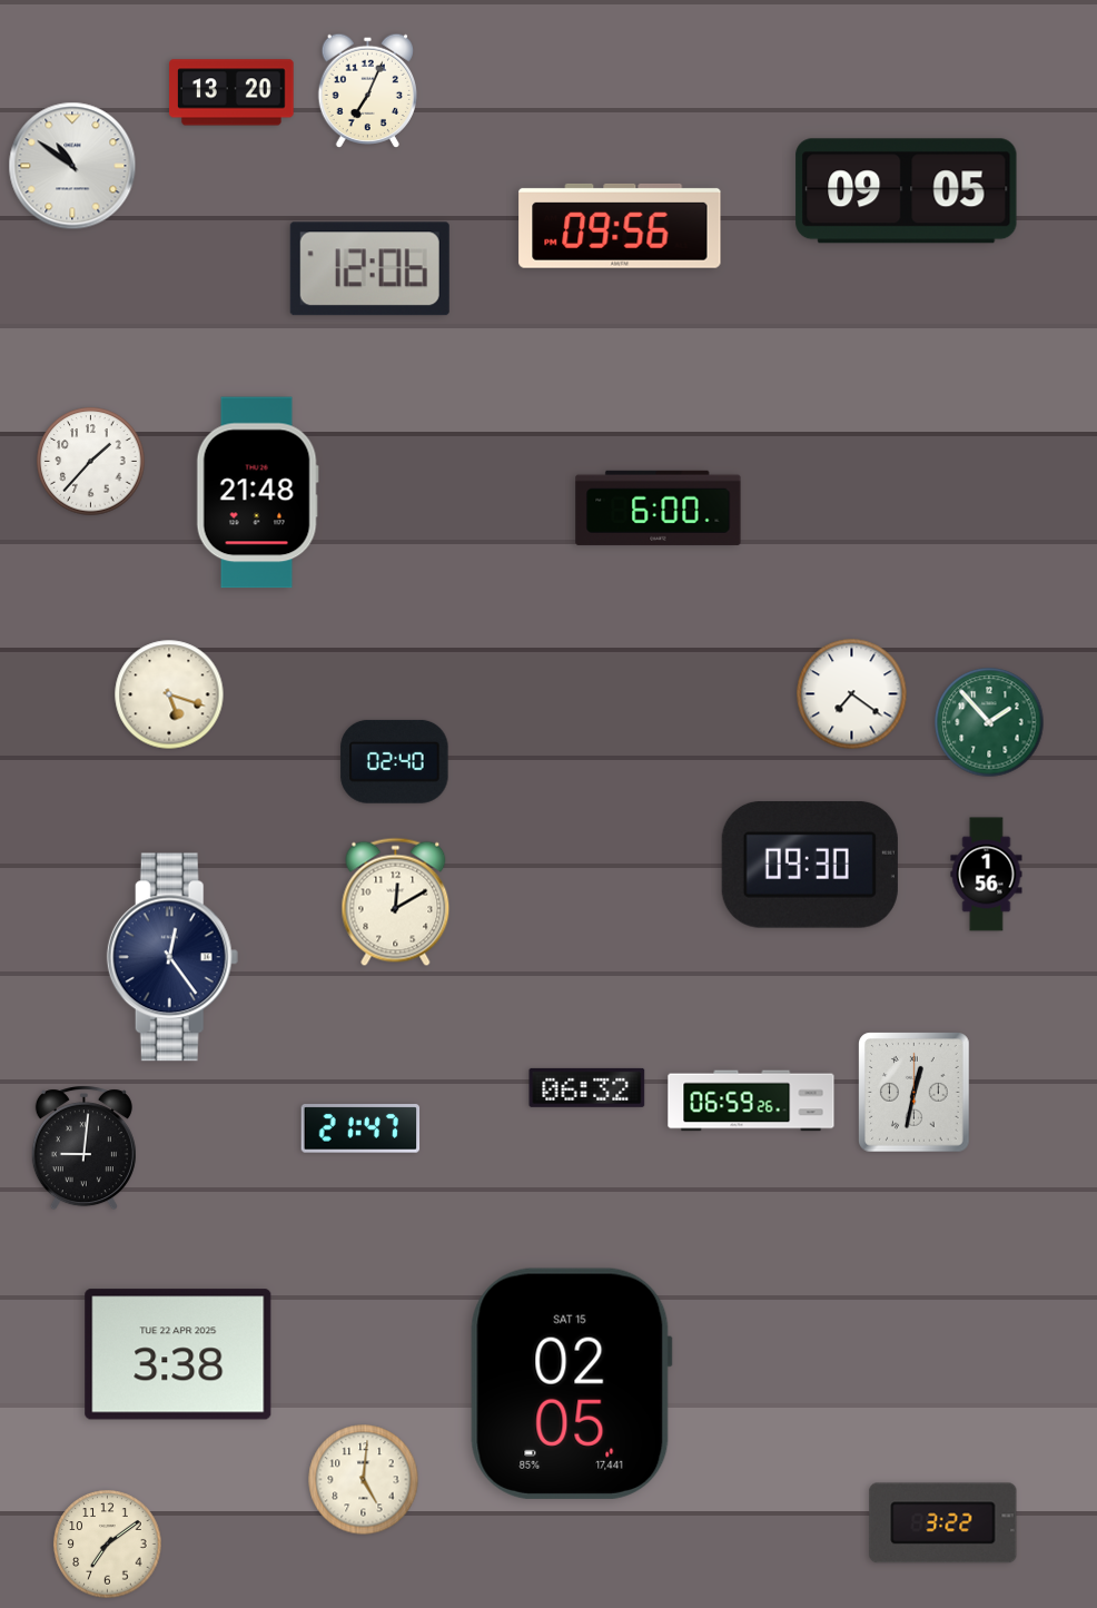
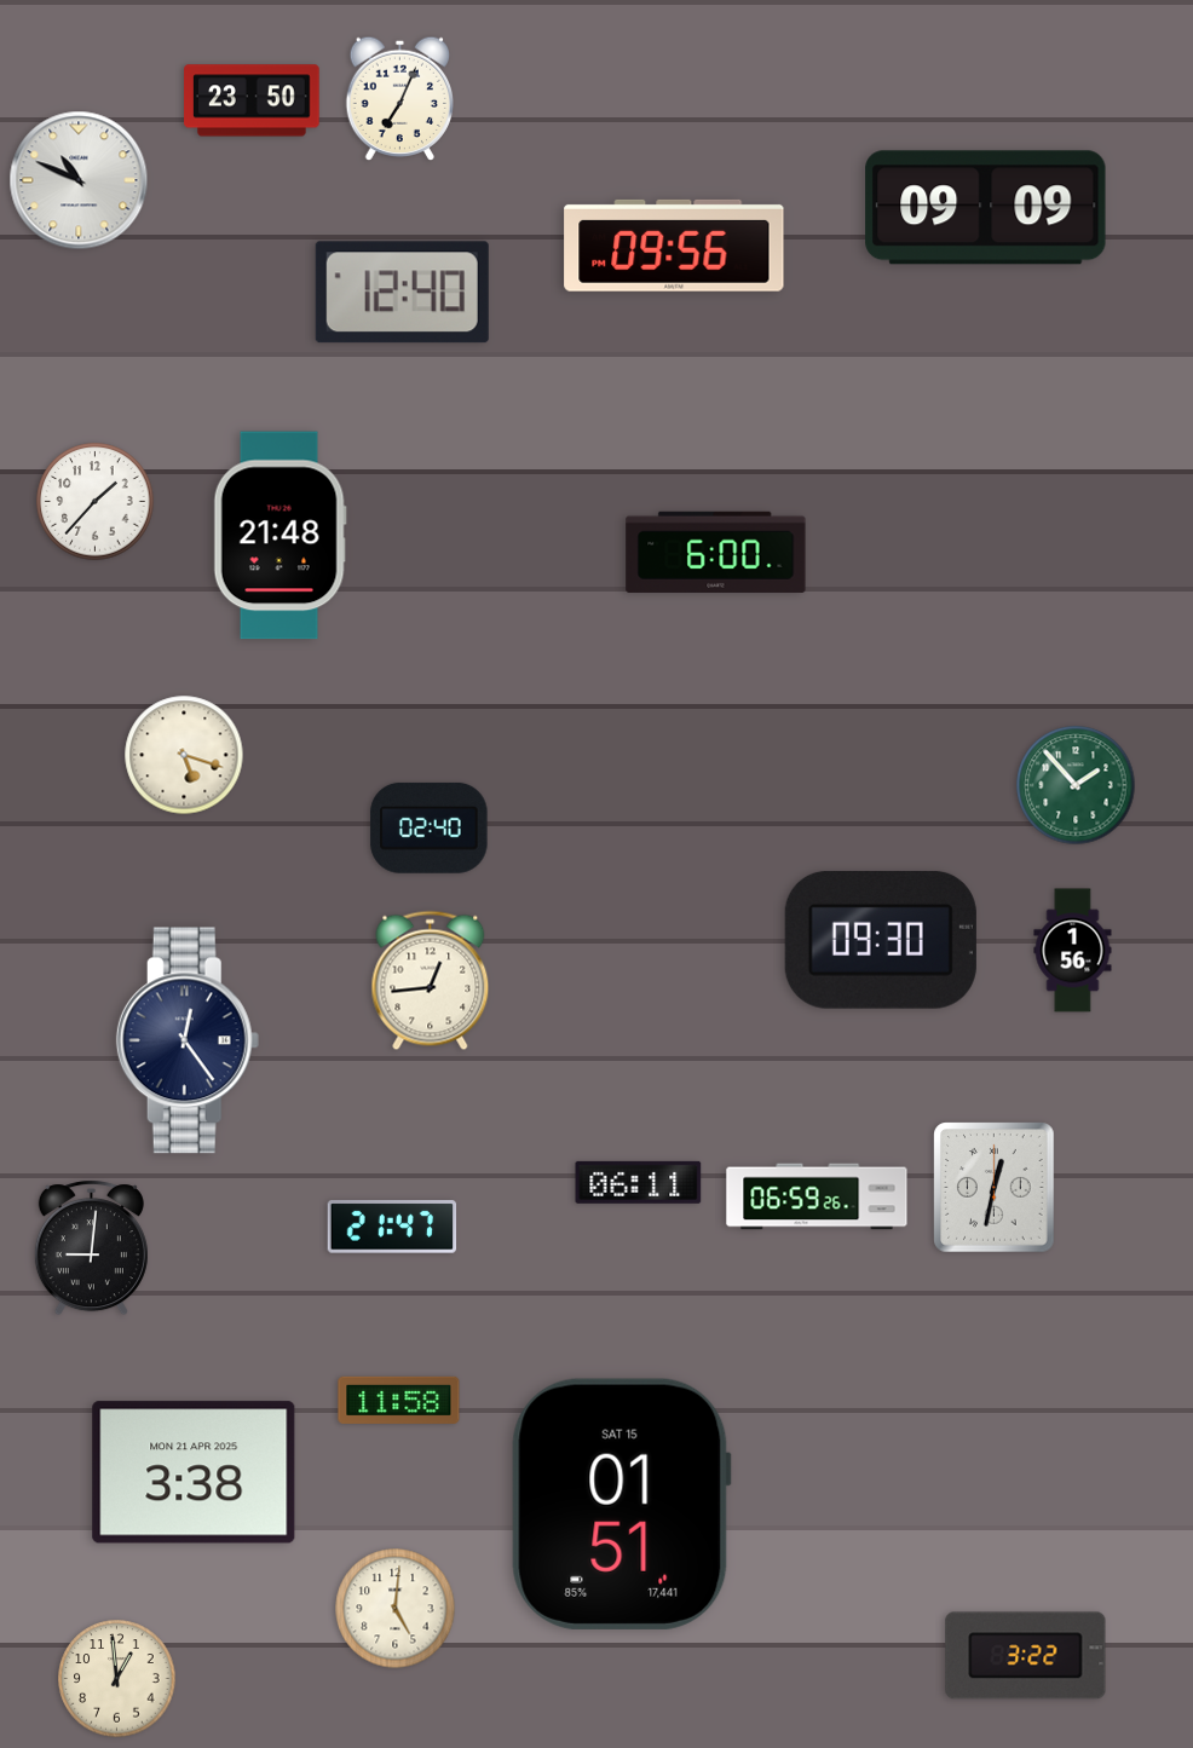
clock at (231, 92): 13:20 -> 23:50
clock at (72, 166): 10:51 -> 10:49
clock at (907, 191): 09:05 -> 09:09
clock at (369, 269): 12:06 -> 12:40
clock at (91, 462) position: (91, 462) -> (96, 502)
clock at (852, 694): 7:21 -> none
clock at (396, 902): 12:10 -> 12:44
clock at (587, 1087): 06:32 -> 06:11
clock at (399, 1400): none -> 11:58
clock at (178, 1354) date: TUE 22 APR 2025 -> MON 21 APR 2025
clock at (571, 1383): 02:05 -> 01:51
clock at (108, 1545): 7:09 -> 12:59
